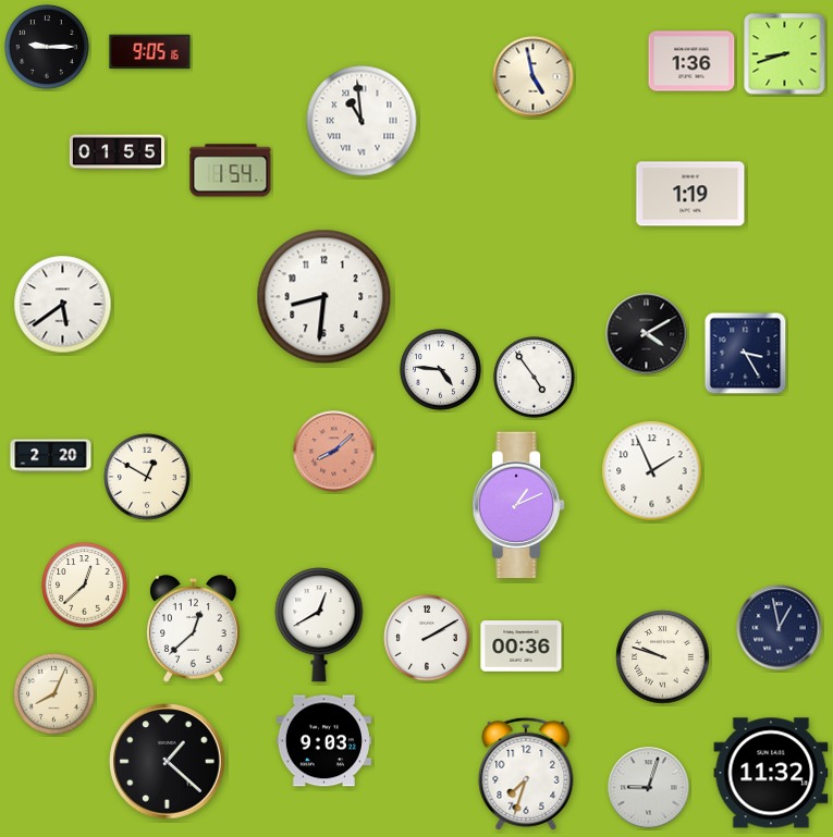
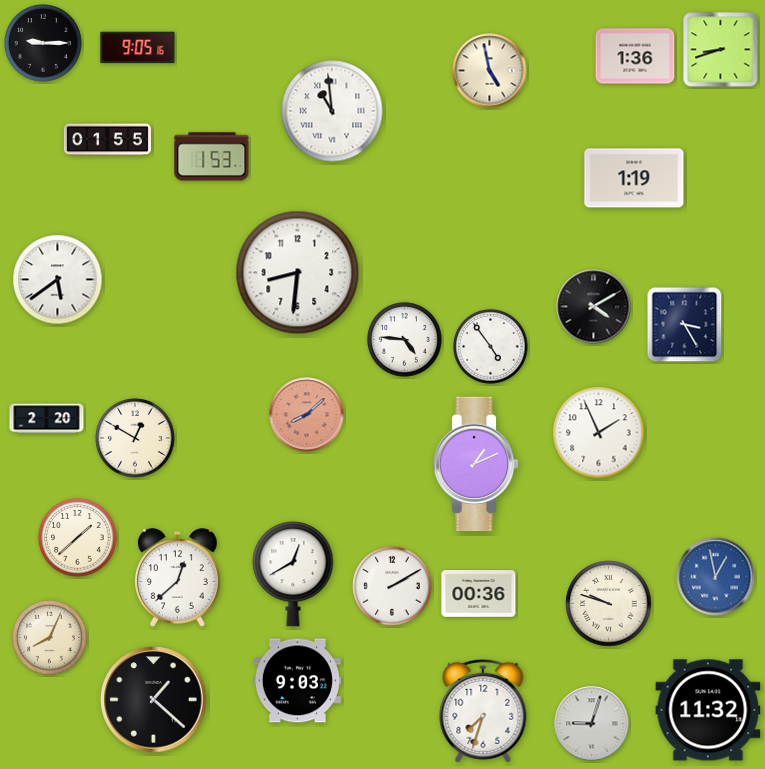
clock at (231, 171): 1:54 -> 1:53
clock at (85, 586): 12:38 -> 1:38
clock at (780, 628) dial: navy -> blue
clock at (649, 788) position: (649, 788) -> (592, 724)
